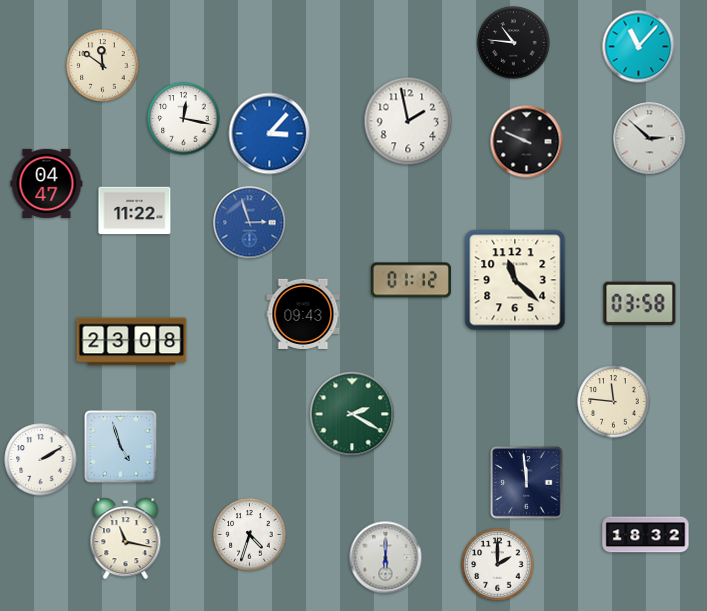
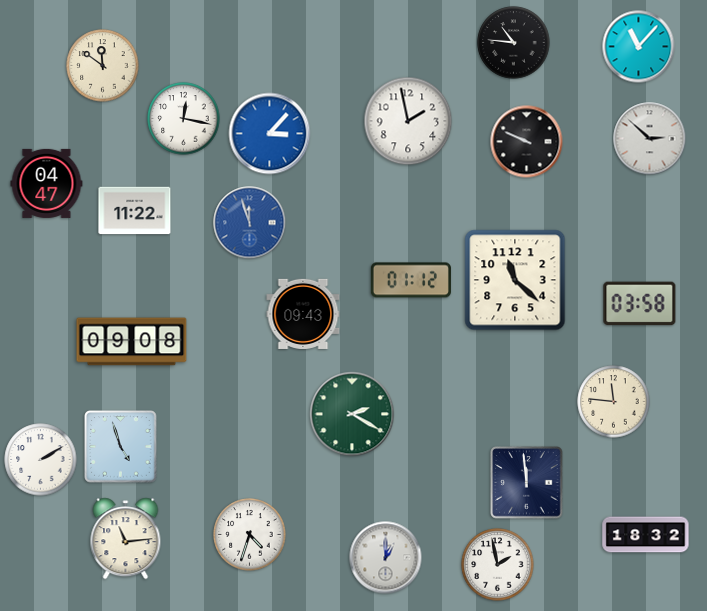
clock at (250, 223): 2:57 -> 11:57
clock at (132, 342): 23:08 -> 09:08
clock at (126, 539): 11:17 -> 11:14
clock at (386, 558): 6:00 -> 1:00
clock at (498, 565): 2:00 -> 1:58
